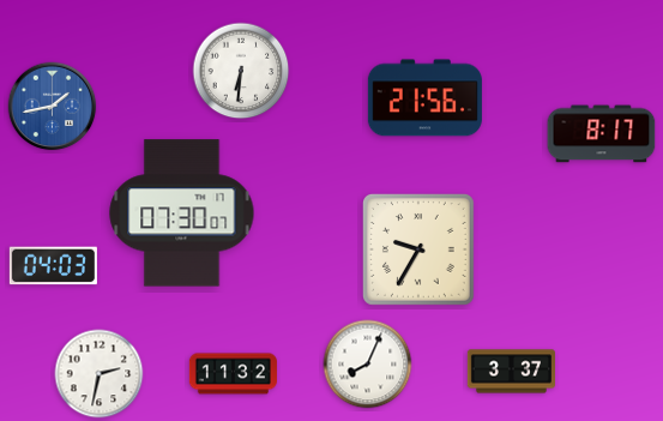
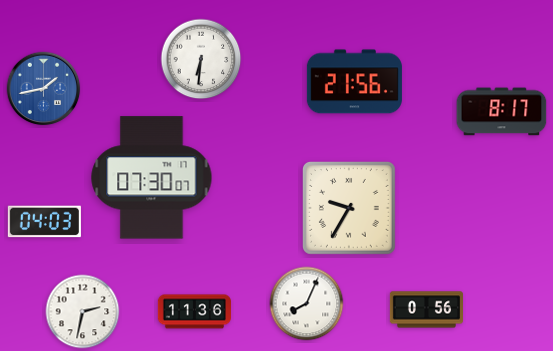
clock at (511, 372): 3:37 -> 0:56
clock at (233, 374): 11:32 -> 11:36
